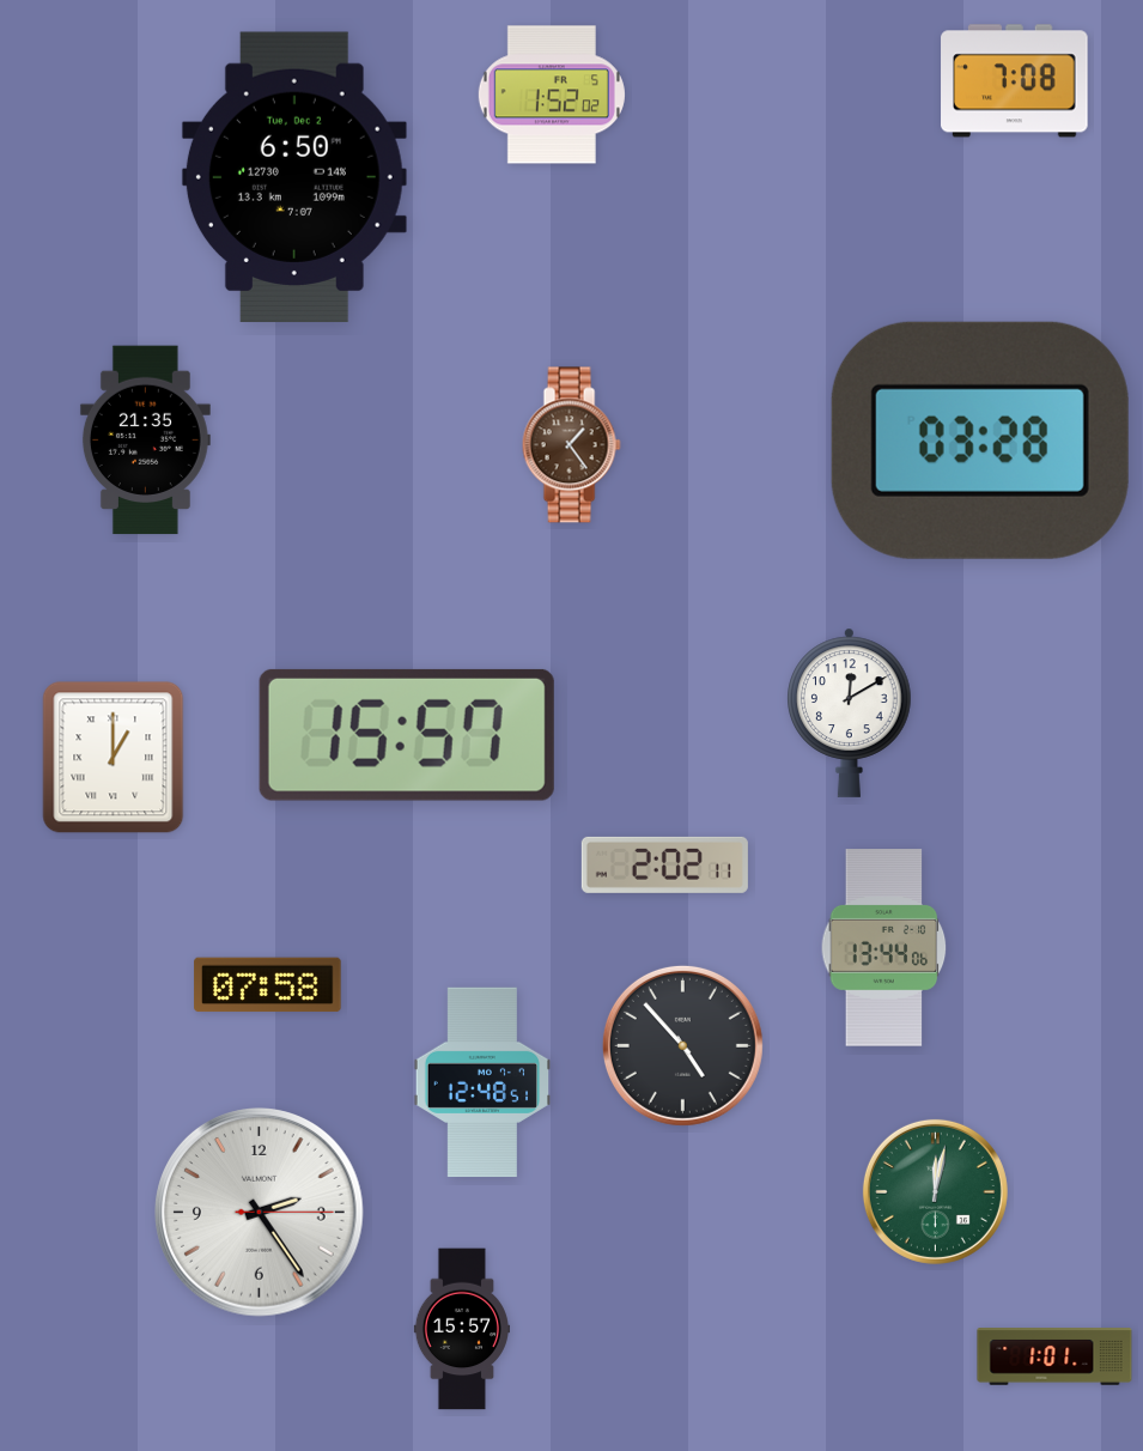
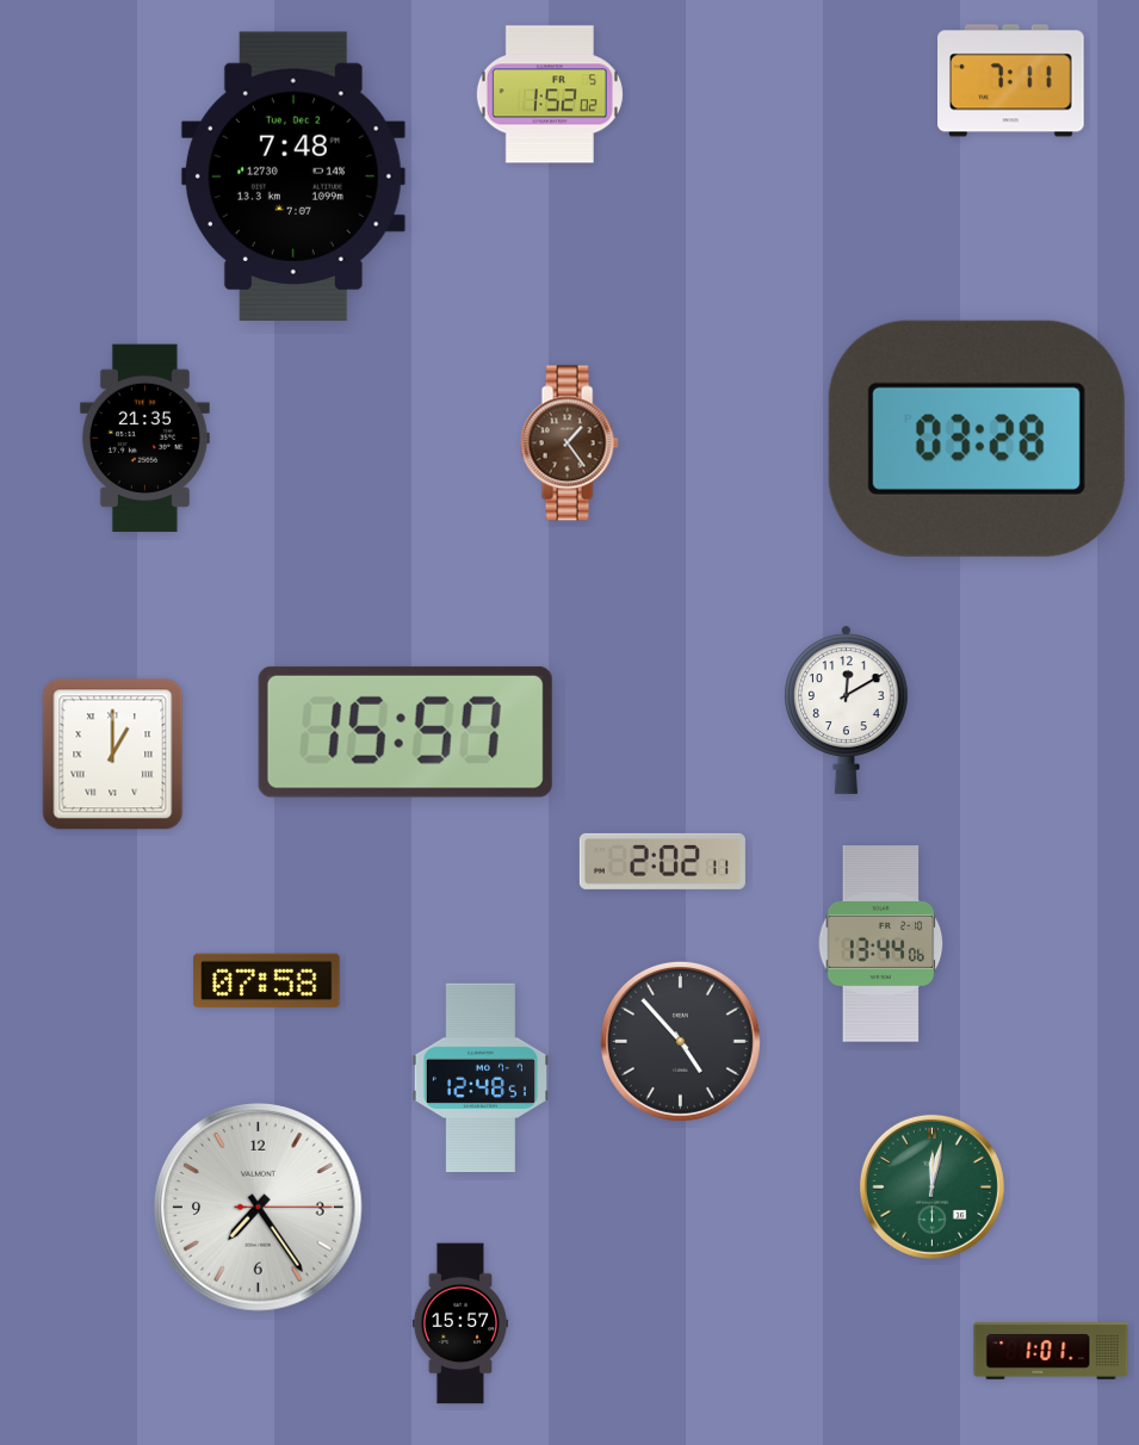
clock at (1015, 81): 7:08 -> 7:11
clock at (294, 176): 6:50 -> 7:48
clock at (260, 1213): 2:24 -> 7:24
